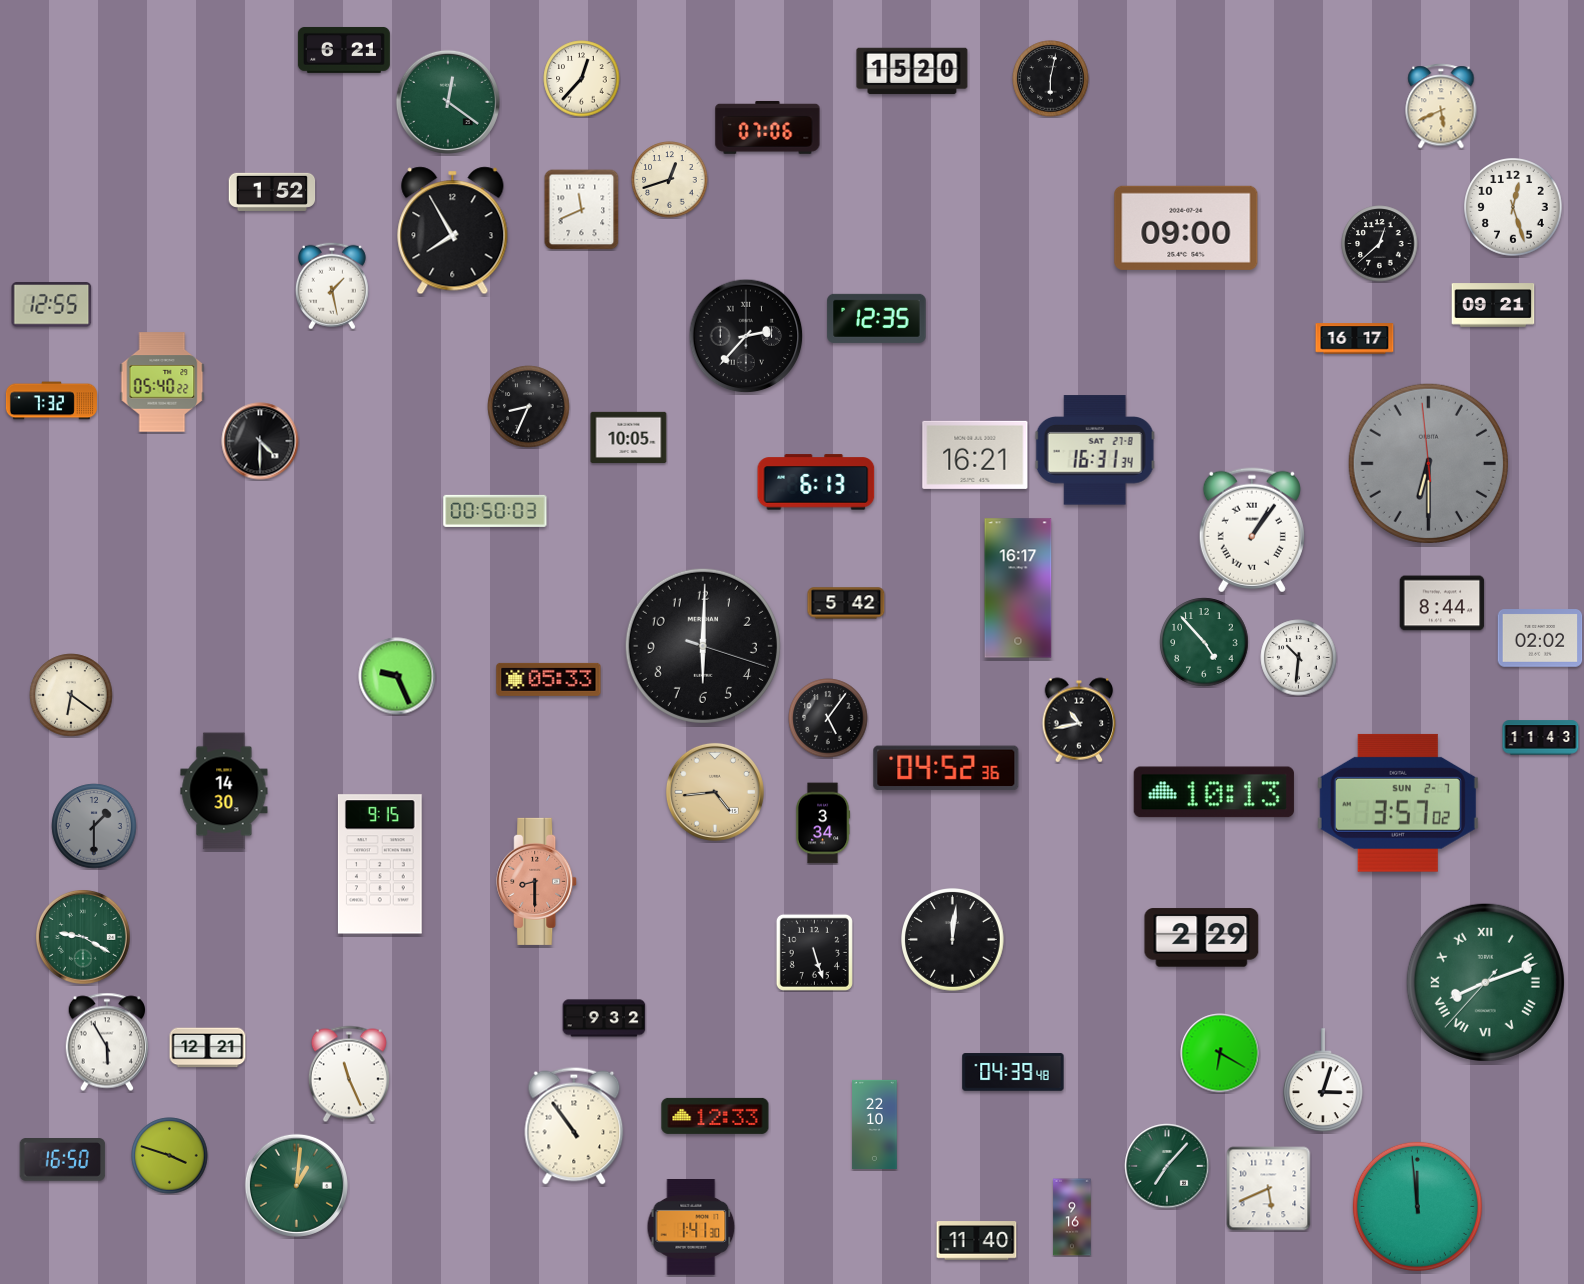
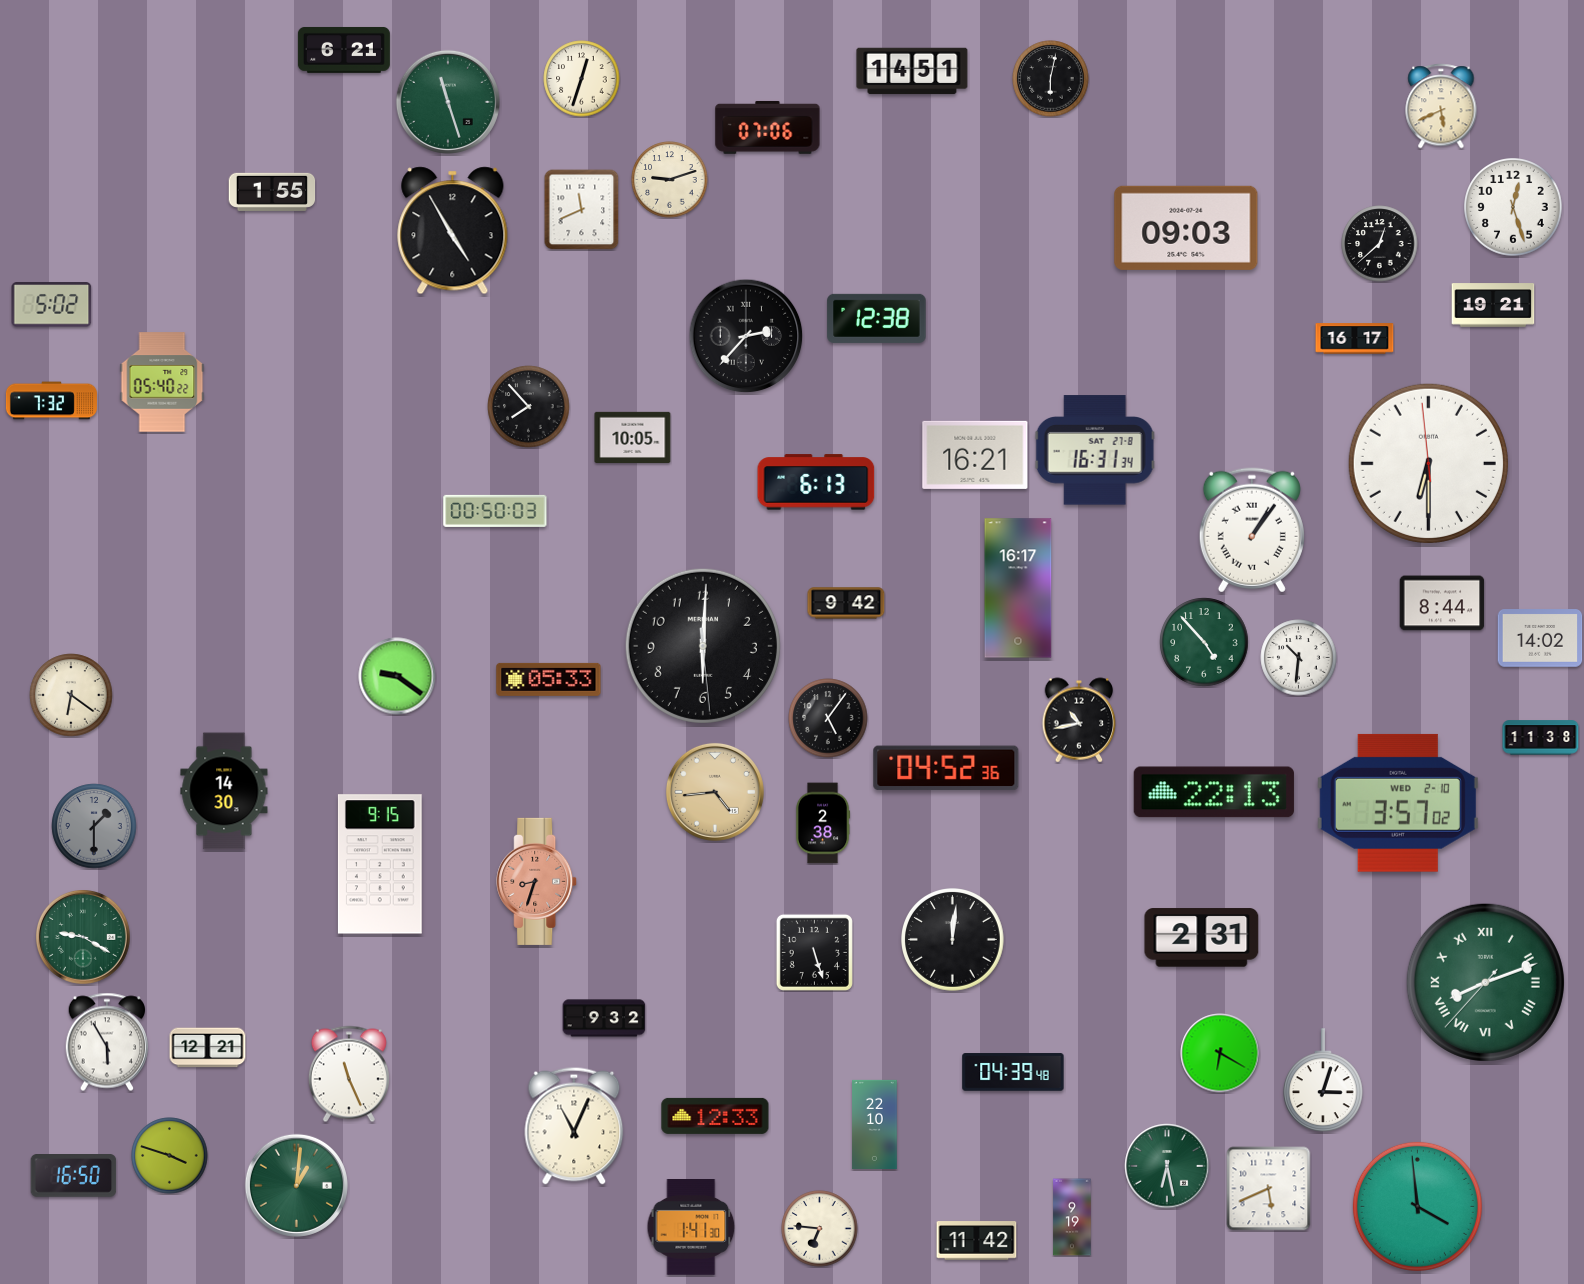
clock at (912, 71): 15:20 -> 14:51
clock at (582, 79): 12:37 -> 12:33
clock at (448, 102): 12:21 -> 11:27
clock at (670, 180): 12:42 -> 9:12
clock at (272, 192): 1:52 -> 1:55
clock at (1186, 228): 09:00 -> 09:03
clock at (453, 231): 7:55 -> 4:55
clock at (332, 286): 1:28 -> none
clock at (52, 305): 12:55 -> 5:02
clock at (1493, 305): 09:21 -> 19:21
clock at (877, 318): 12:35 -> 12:38
clock at (529, 407): 8:34 -> 7:53
clock at (629, 437) position: (629, 437) -> (633, 437)
clock at (260, 441): 4:30 -> none
clock at (1428, 463) dial: grey -> white
clock at (846, 603): 5:42 -> 9:42
clock at (1540, 638): 02:02 -> 14:02
clock at (703, 646): 6:00:18 -> 6:00:29
clock at (397, 676): 9:26 -> 9:21
clock at (1541, 738): 11:43 -> 11:38
clock at (1214, 792): 10:13 -> 22:13
clock at (1398, 803) date: SUN 2-7 -> WED 2-10
clock at (823, 823): 3:34 -> 2:38
clock at (537, 881): 8:30 -> 8:33
clock at (1202, 938): 2:29 -> 2:31
clock at (574, 1126): 10:54 -> 11:04
clock at (63, 1160) position: (63, 1160) -> (74, 1176)
clock at (1167, 1166): 7:07 -> 6:28
clock at (1417, 1206): 11:59 -> 3:59
clock at (1072, 1217): 9:16 -> 9:19
clock at (820, 1229): none -> 6:46
clock at (977, 1241): 11:40 -> 11:42
